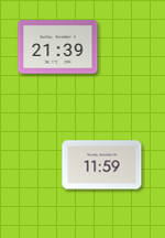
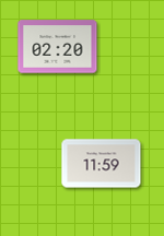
clock at (58, 47): 21:39 -> 02:20
